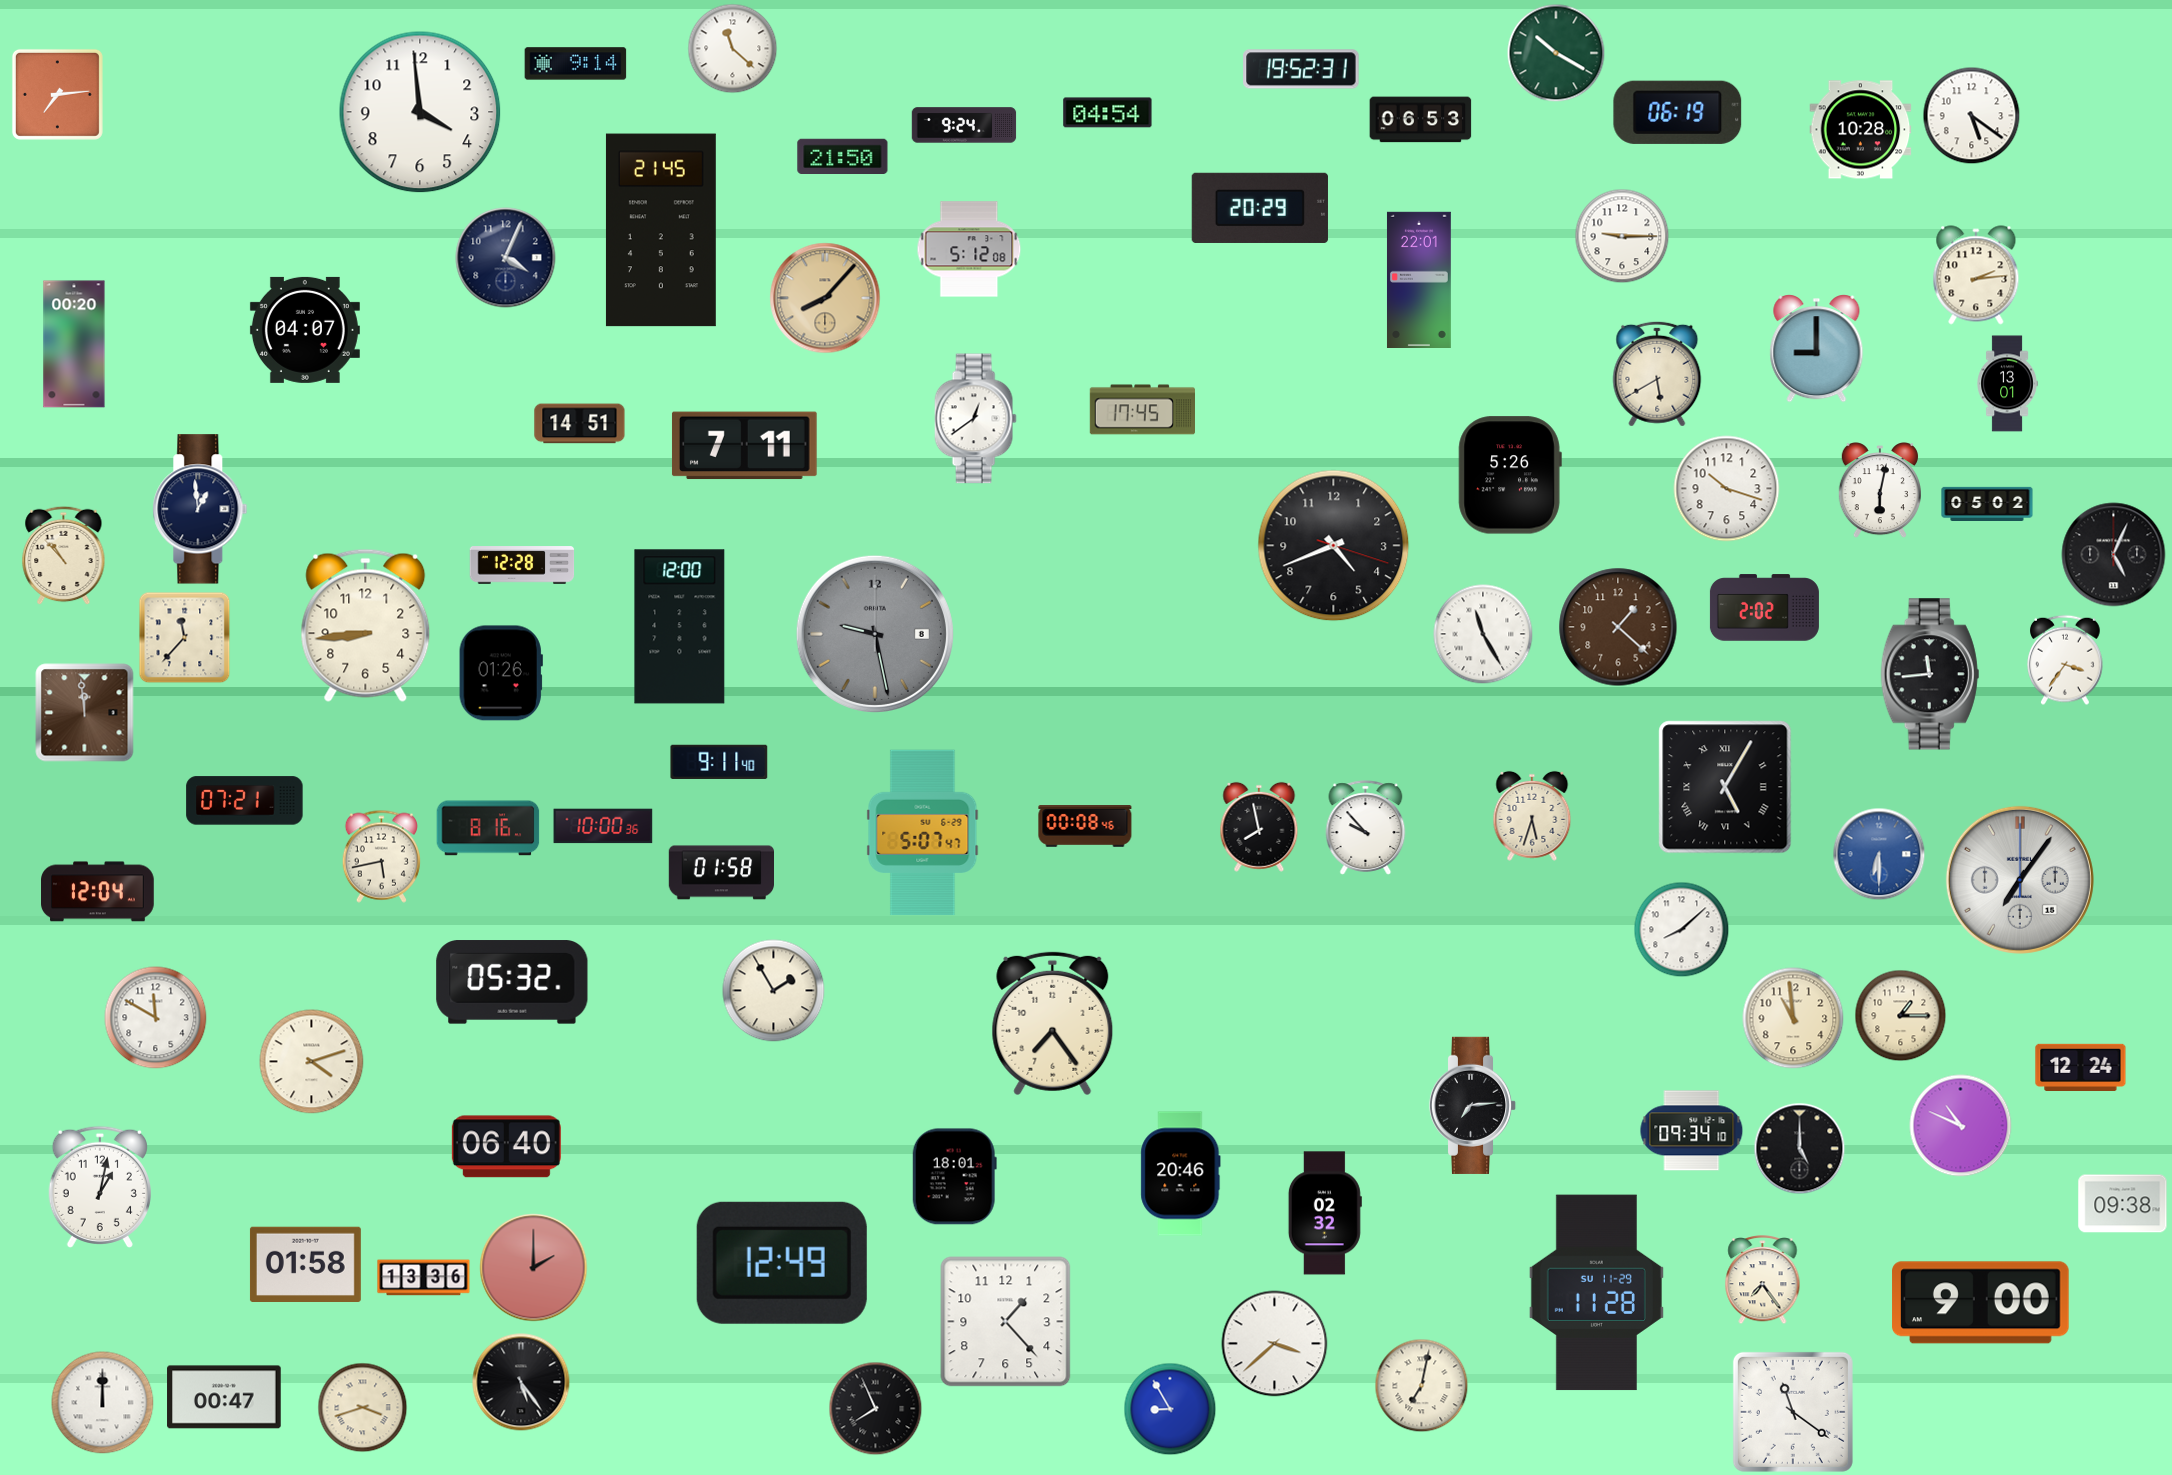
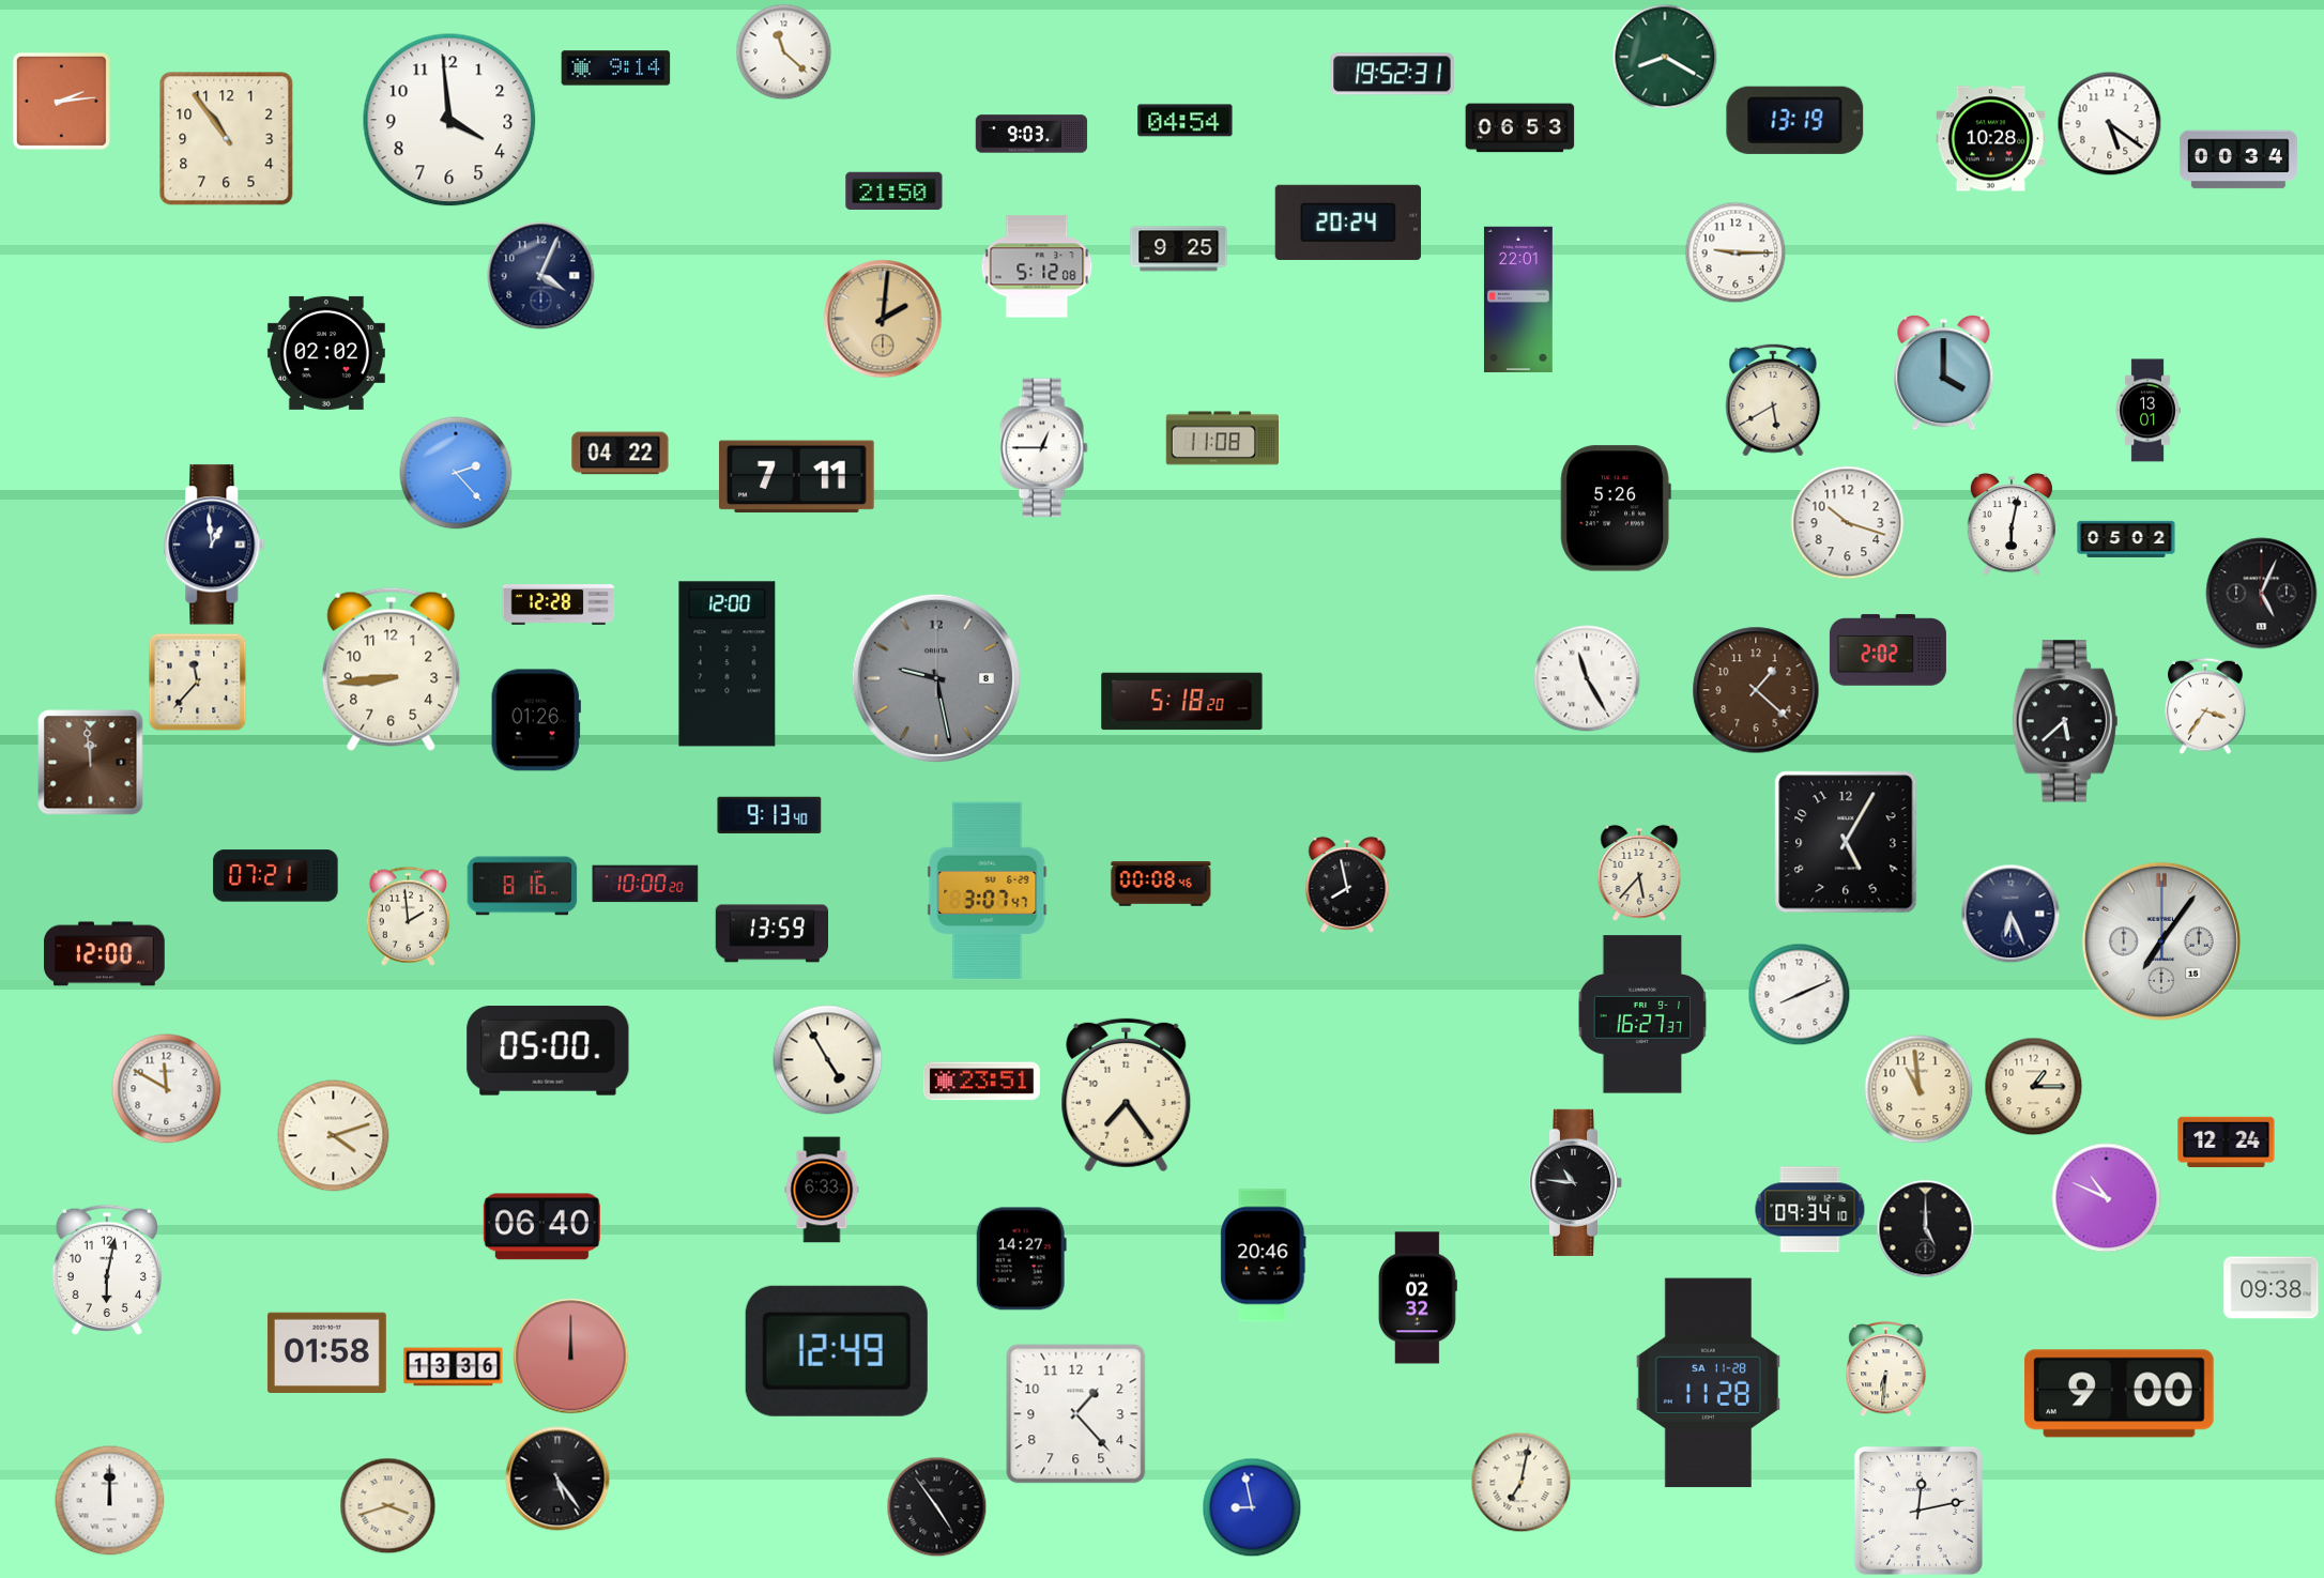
clock at (1556, 53): 10:20 -> 8:20
clock at (57, 94): 7:14 -> 2:14
clock at (1678, 112): 06:19 -> 13:19
clock at (964, 125): 9:24 -> 9:03
clock at (227, 139): none -> 10:54
clock at (2238, 159): none -> 00:34
clock at (843, 156) position: (843, 156) -> (895, 190)
clock at (1260, 208): 20:29 -> 20:24
clock at (661, 230): 21:45 -> none
clock at (1179, 249): none -> 9:25
clock at (1976, 275): 2:14 -> none
clock at (825, 298): 8:07 -> 2:01
clock at (305, 330): 04:07 -> 02:02
clock at (74, 344): 00:20 -> none
clock at (1817, 349): 9:00 -> 4:00
clock at (1142, 410): 17:45 -> 11:08
clock at (975, 419): 12:39 -> 12:45
clock at (580, 424): 14:51 -> 04:22
clock at (456, 473): none -> 2:23
clock at (1334, 546): 4:41 -> none
clock at (64, 556): 10:53 -> none
clock at (680, 627) position: (680, 627) -> (728, 664)
clock at (1618, 627) position: (1618, 627) -> (1756, 690)
clock at (1182, 702): none -> 5:18
clock at (2066, 660) position: (2066, 660) -> (2206, 706)
clock at (1930, 674): 11:44 -> 5:38
clock at (719, 761): 9:11 -> 9:13
clock at (1725, 787) numerals: Roman -> Arabic
clock at (245, 801) position: (245, 801) -> (276, 876)
clock at (1532, 816): 5:33 -> 5:37
clock at (603, 826): 10:00:36 -> 10:00:20
clock at (1366, 828): 9:53 -> none
clock at (923, 833): 5:07 -> 3:07
clock at (1879, 854): 6:30 -> 6:26
clock at (1879, 854) dial: blue -> navy
clock at (381, 856): 5:43 -> 1:59
clock at (721, 873): 01:58 -> 13:59
clock at (98, 892): 12:04 -> 12:00
clock at (1682, 930): 8:08 -> 8:11
clock at (1642, 1014): none -> 16:27
clock at (512, 982): 05:32 -> 05:00
clock at (774, 991): 1:55 -> 4:55
clock at (981, 1082): none -> 23:51
clock at (1473, 1105): 7:14 -> 10:46
clock at (822, 1190): none -> 6:33
clock at (1961, 1126) position: (1961, 1126) -> (2107, 1198)
clock at (954, 1177): 18:01 -> 14:27
clock at (100, 1186): 1:02 -> 6:02
clock at (534, 1268): 2:00 -> 12:00
clock at (1763, 1281): 7:24 -> 6:31
clock at (1596, 1293) date: SU 11-29 -> SA 11-28
clock at (1275, 1344): 3:38 -> none
clock at (224, 1397): 00:47 -> none
clock at (876, 1409): 7:56 -> 4:54
clock at (1170, 1409): 8:55 -> 8:58
clock at (1793, 1412): 11:21 -> 12:13
